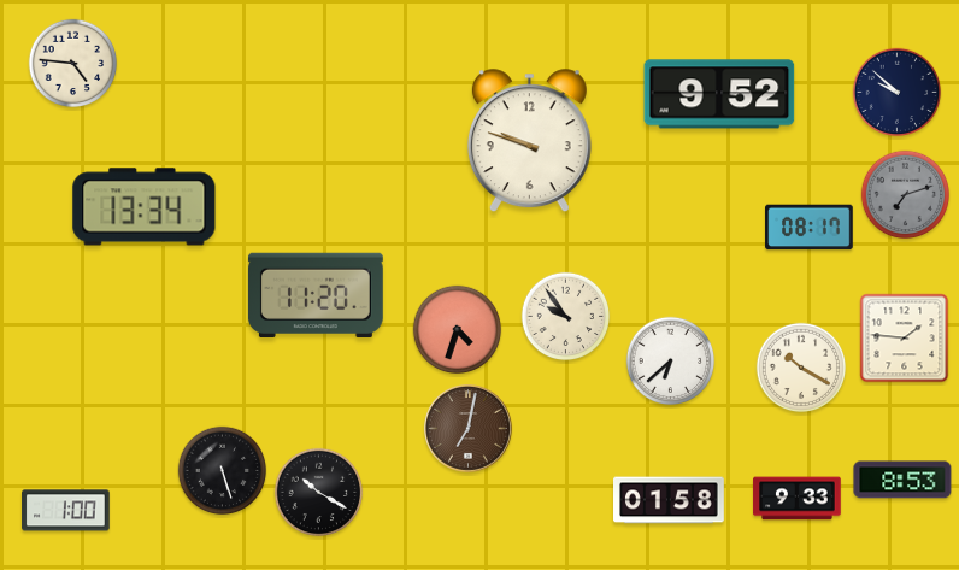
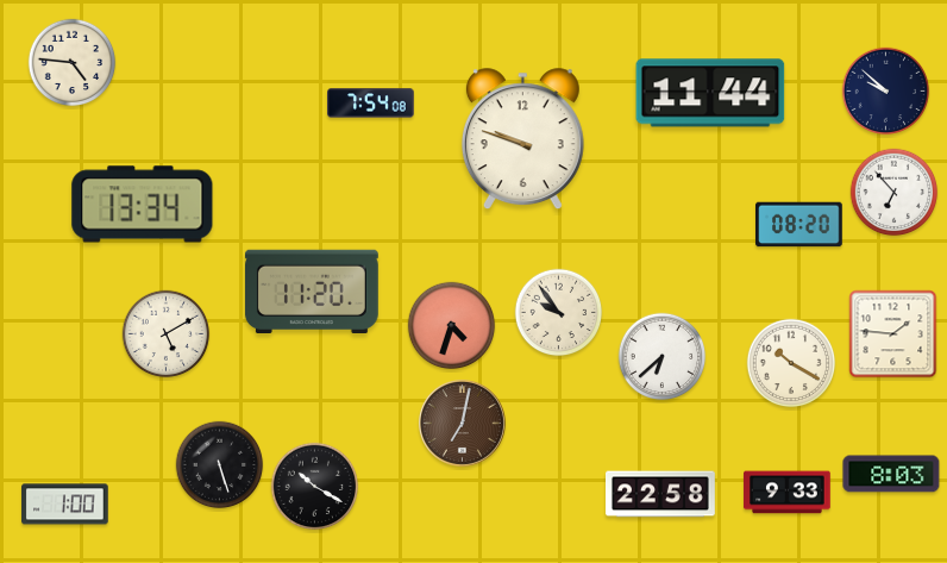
clock at (719, 94): 9:52 -> 11:44
clock at (371, 104): none -> 7:54
clock at (906, 195): 7:12 -> 6:53
clock at (906, 195) dial: grey -> white
clock at (810, 228): 08:17 -> 08:20
clock at (167, 334): none -> 5:10
clock at (902, 480): 8:53 -> 8:03
clock at (670, 500): 01:58 -> 22:58
